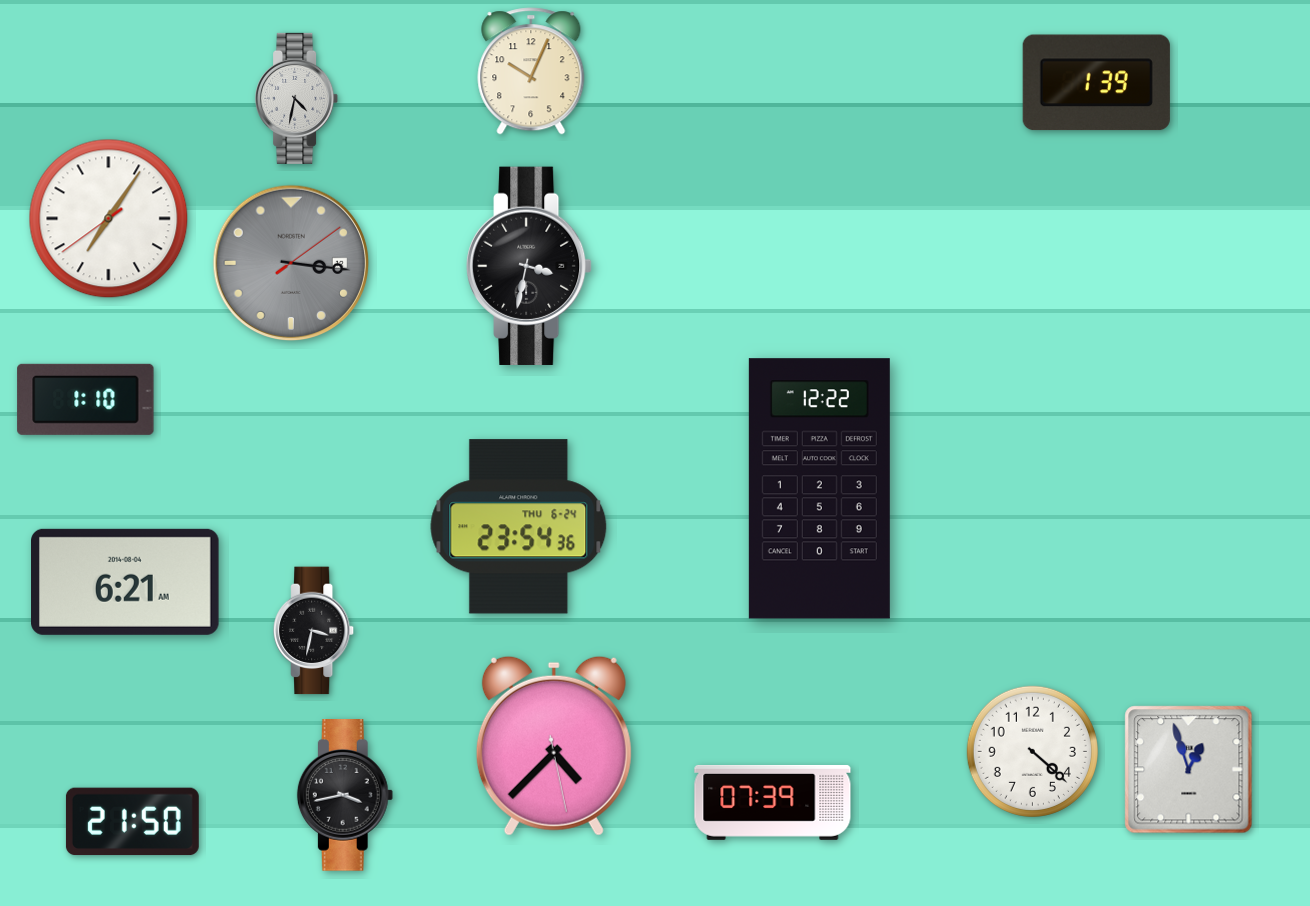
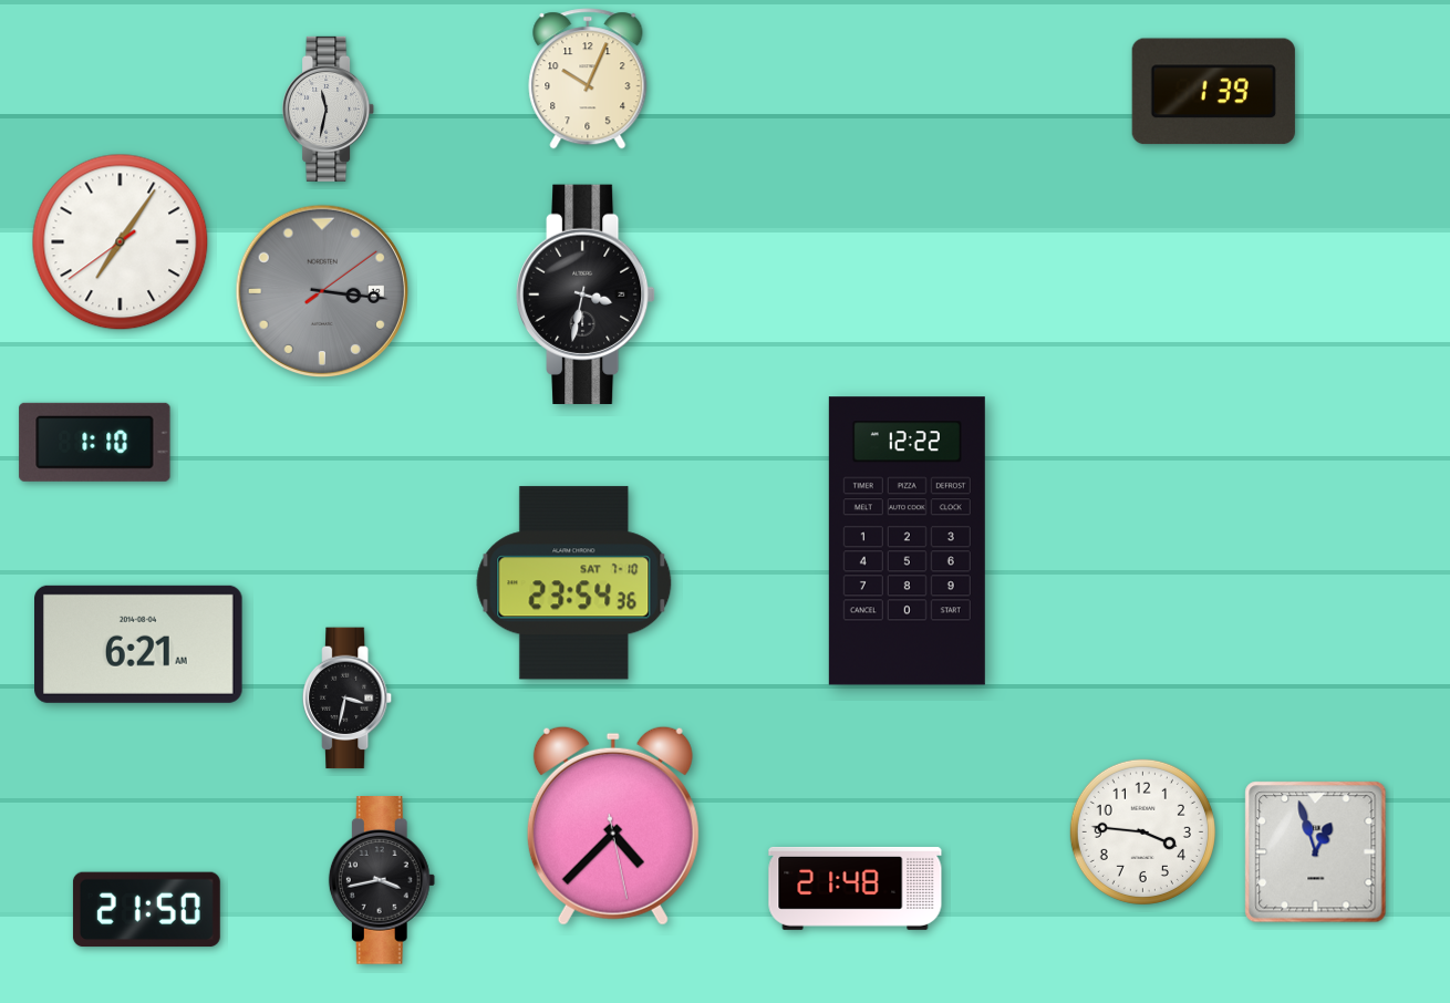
clock at (297, 98): 4:32 -> 11:32
clock at (519, 527) date: THU 6-24 -> SAT 7-10
clock at (1032, 751): 4:22 -> 3:46
clock at (773, 802): 07:39 -> 21:48
